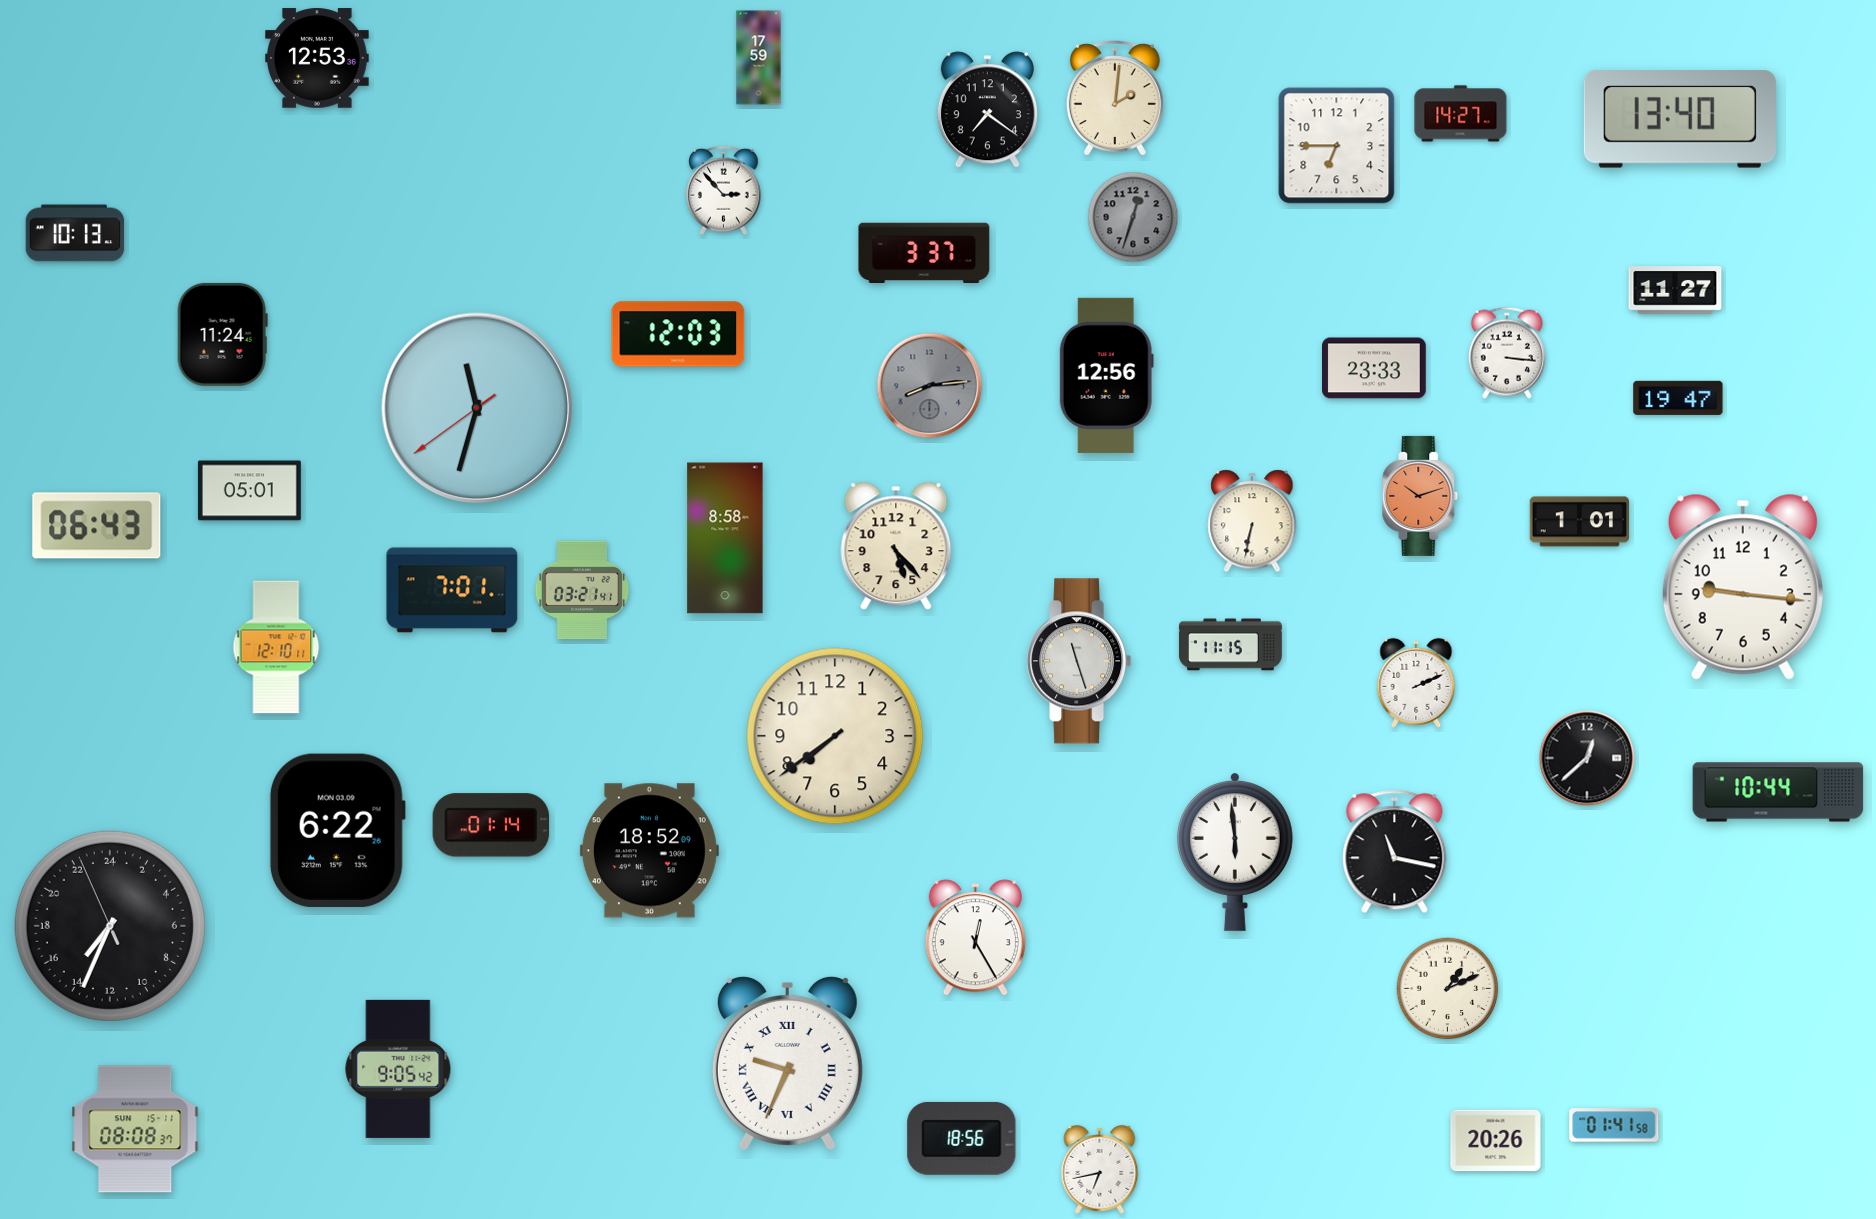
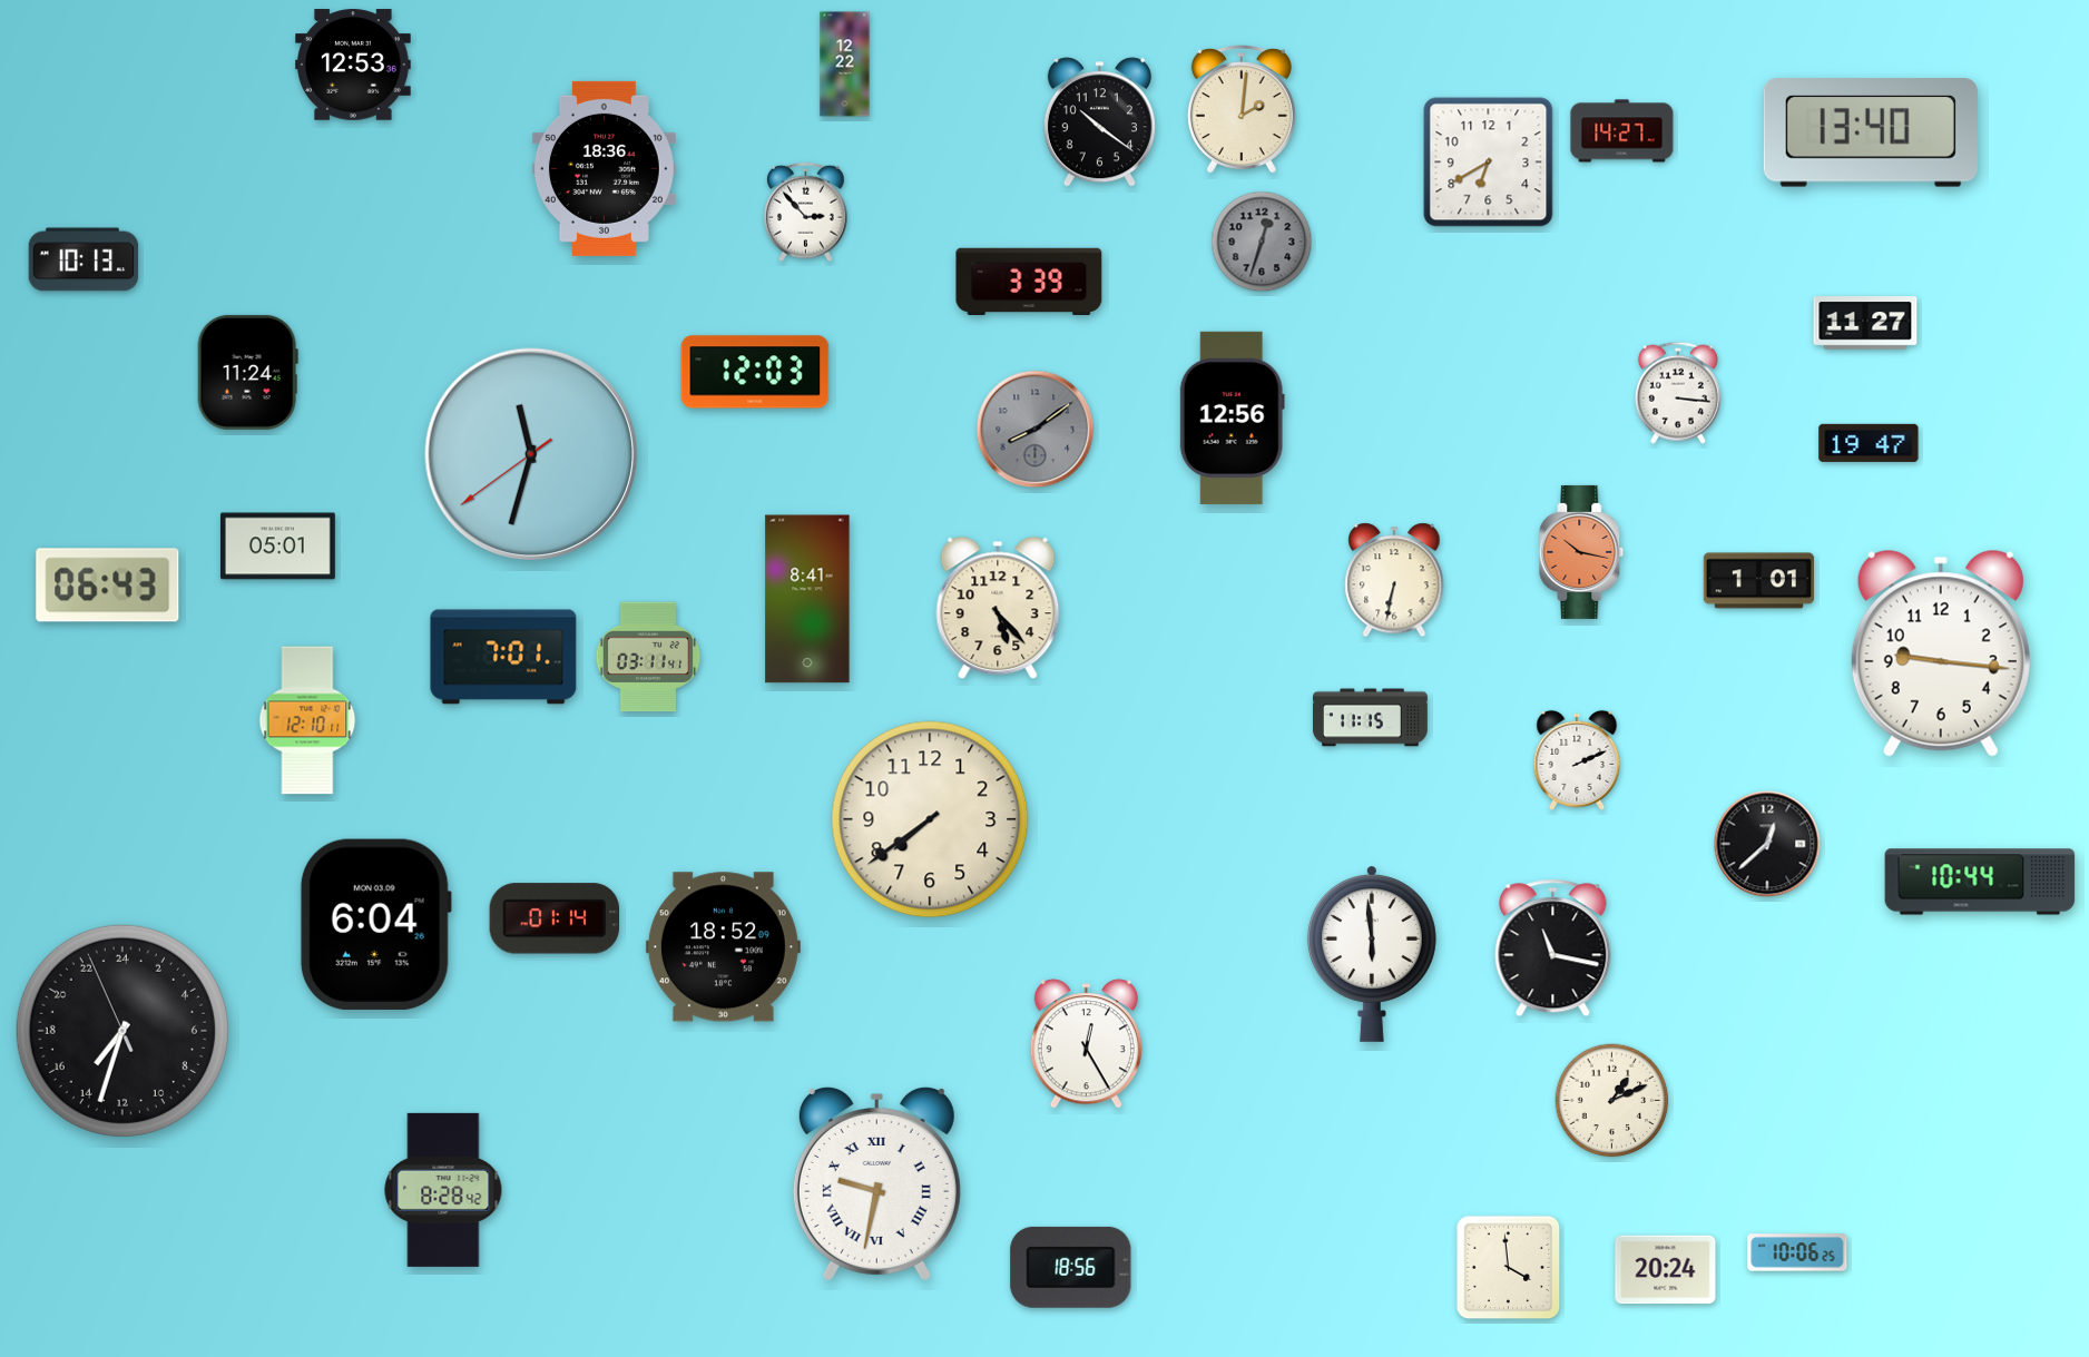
clock at (759, 58): 17:59 -> 12:22
clock at (987, 110): 7:21 -> 10:21
clock at (1461, 114) position: (1461, 114) -> (1622, 131)
clock at (1337, 146): 6:45 -> 6:40
clock at (604, 168): none -> 18:36
clock at (924, 252): 3:37 -> 3:39
clock at (1375, 368): 23:33 -> none
clock at (930, 386): 8:14 -> 8:09
clock at (1420, 496): 10:12 -> 10:17
clock at (725, 538): 8:58 -> 8:41
clock at (582, 590): 03:21 -> 03:11
clock at (1079, 661): 11:27 -> none
clock at (490, 825) position: (490, 825) -> (553, 918)
clock at (337, 830): 6:22 -> 6:04
clock at (1235, 852) position: (1235, 852) -> (1372, 954)
clock at (110, 926): 14:33 -> 14:32
clock at (787, 1063): 9:34 -> 9:32
clock at (398, 1069): 9:05 -> 8:28
clock at (1614, 1125): 01:41 -> 10:06
clock at (135, 1129): 08:08 -> none
clock at (1509, 1268): none -> 3:59
clock at (1496, 1141): 20:26 -> 20:24
clock at (1100, 1169): 6:43 -> none
